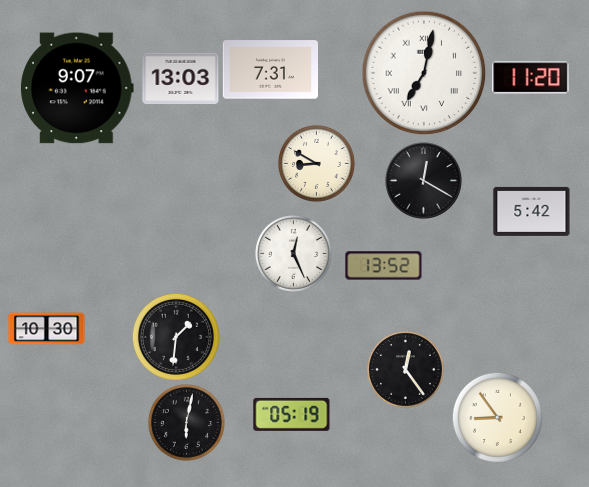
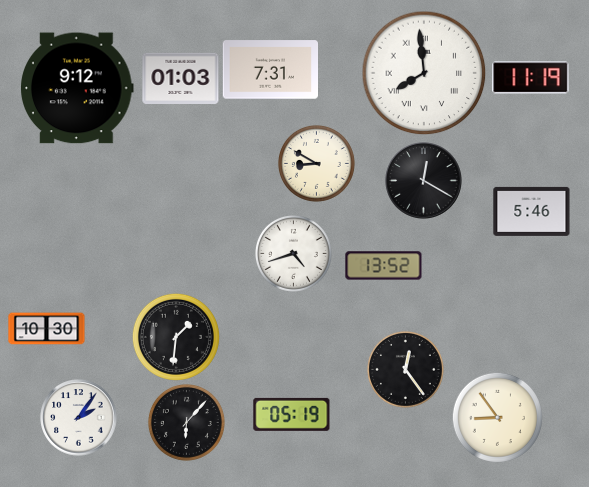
clock at (424, 73): 7:02 -> 7:59
clock at (181, 78): 13:03 -> 01:03
clock at (531, 78): 11:20 -> 11:19
clock at (78, 88): 9:07 -> 9:12
clock at (532, 211): 5:42 -> 5:46
clock at (293, 253): 12:26 -> 4:42
clock at (79, 418): none -> 2:06
clock at (186, 422): 6:02 -> 6:07
